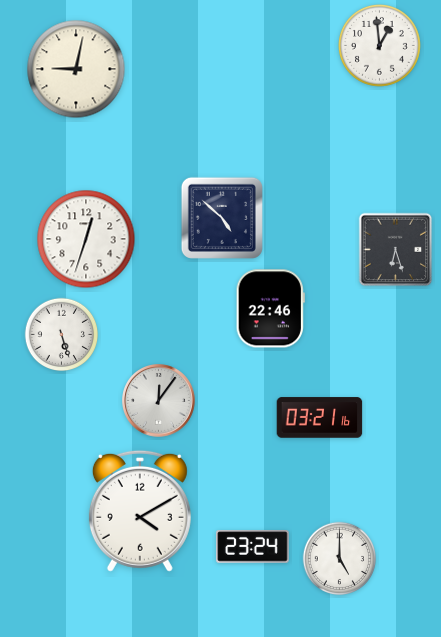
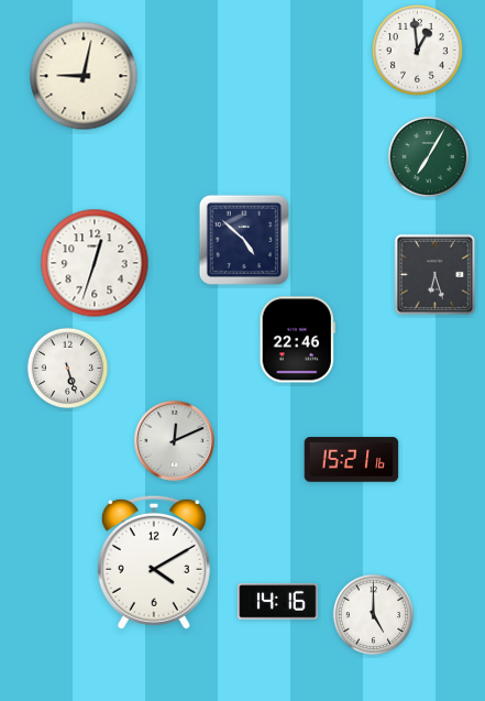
clock at (429, 157): none -> 7:05
clock at (159, 401): 12:06 -> 12:11
clock at (320, 418): 03:21 -> 15:21
clock at (253, 547): 23:24 -> 14:16
